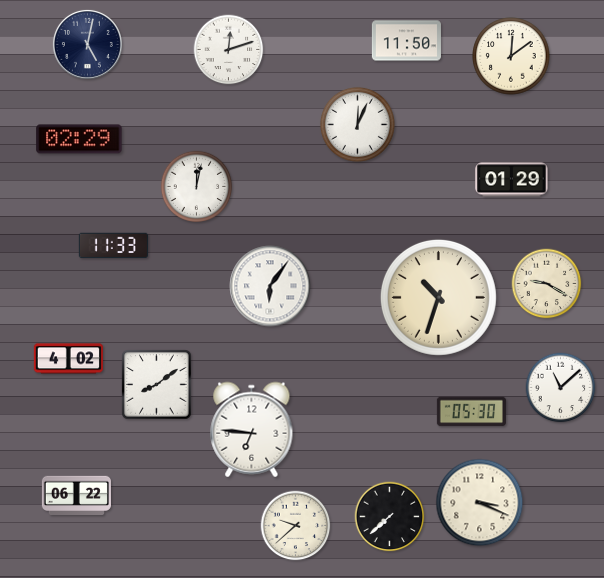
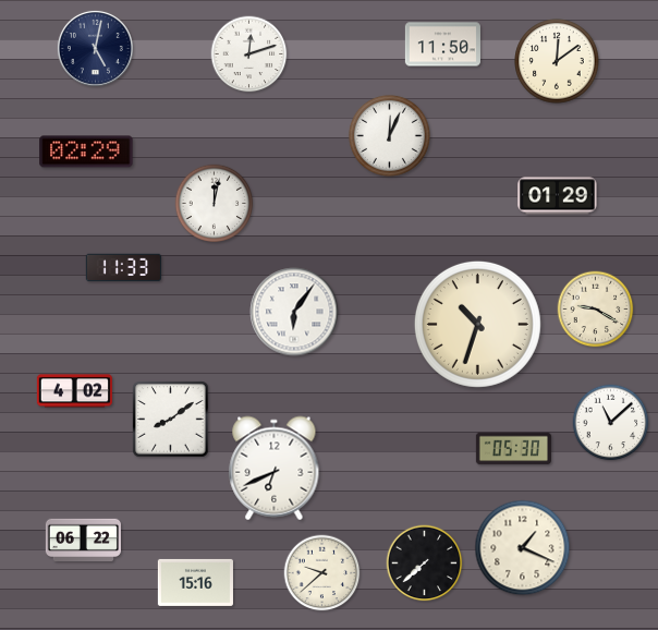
clock at (252, 430): 6:46 -> 6:41
clock at (480, 503): 3:19 -> 1:19
clock at (195, 582): none -> 15:16
